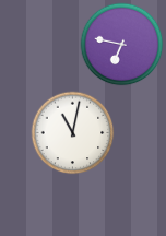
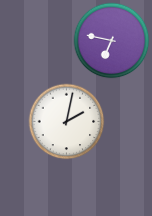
clock at (73, 133): 11:02 -> 2:02
